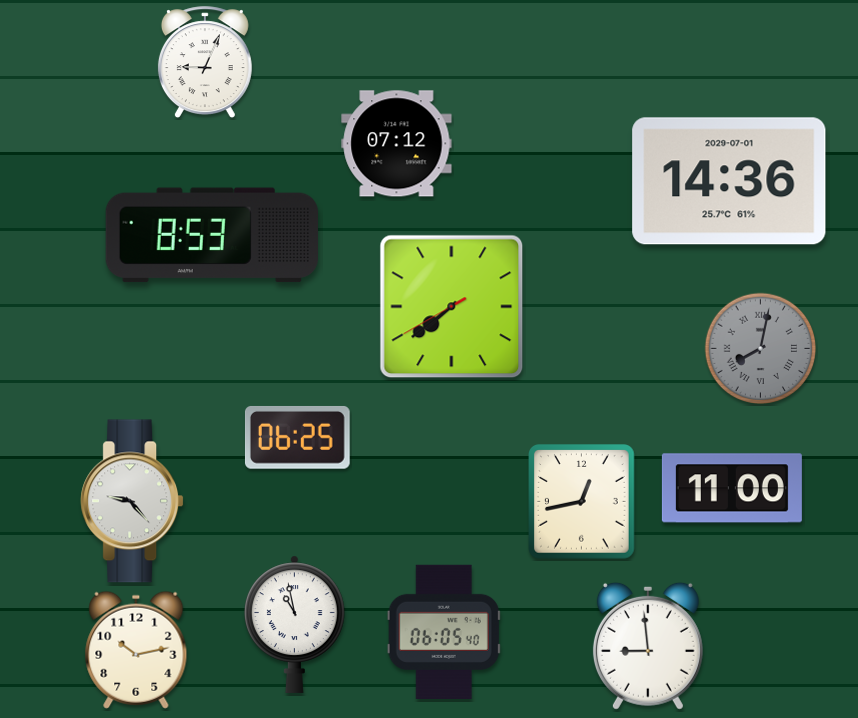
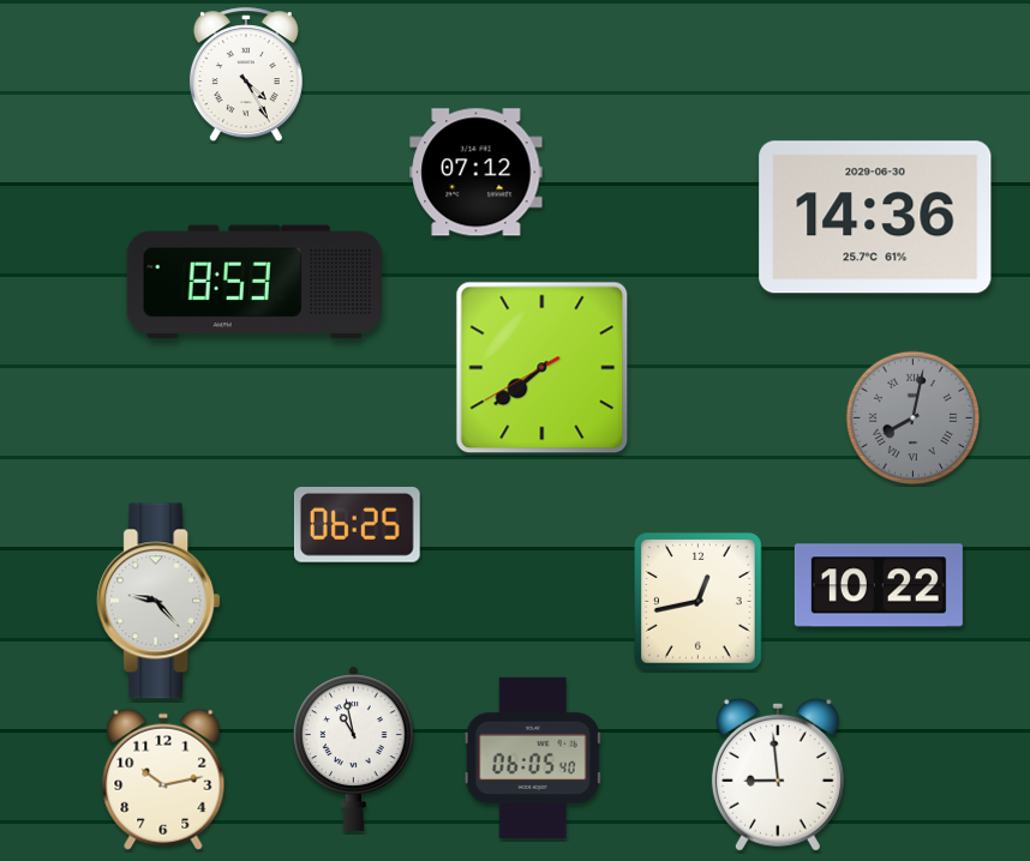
clock at (205, 63): 9:04 -> 4:25
clock at (729, 181) date: 2029-07-01 -> 2029-06-30
clock at (732, 488): 11:00 -> 10:22
